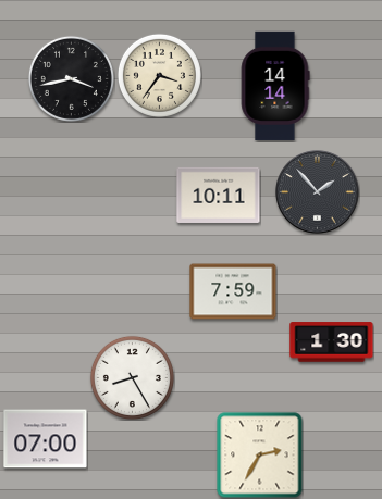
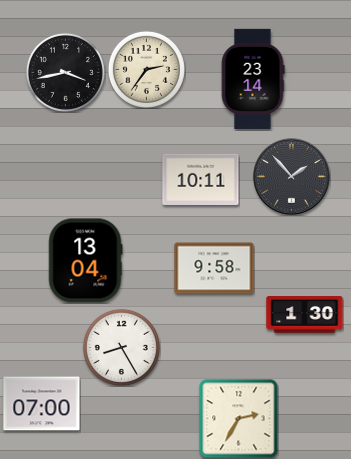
clock at (159, 75): 3:36 -> 2:36
clock at (275, 86): 14:14 -> 23:14
clock at (85, 261): none -> 13:04
clock at (233, 291): 7:59 -> 9:58
